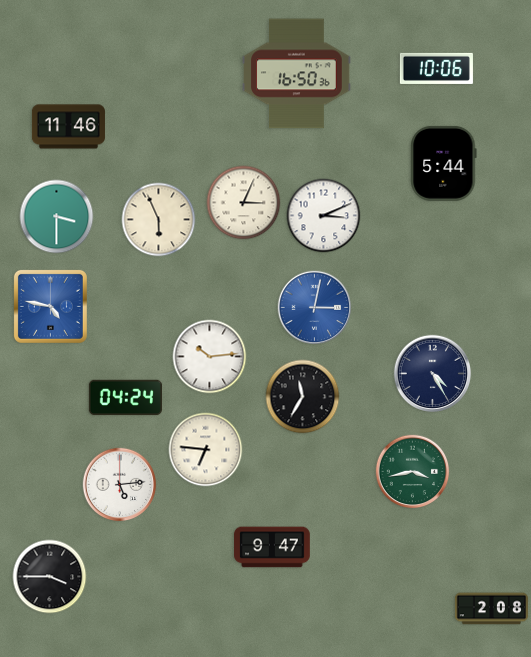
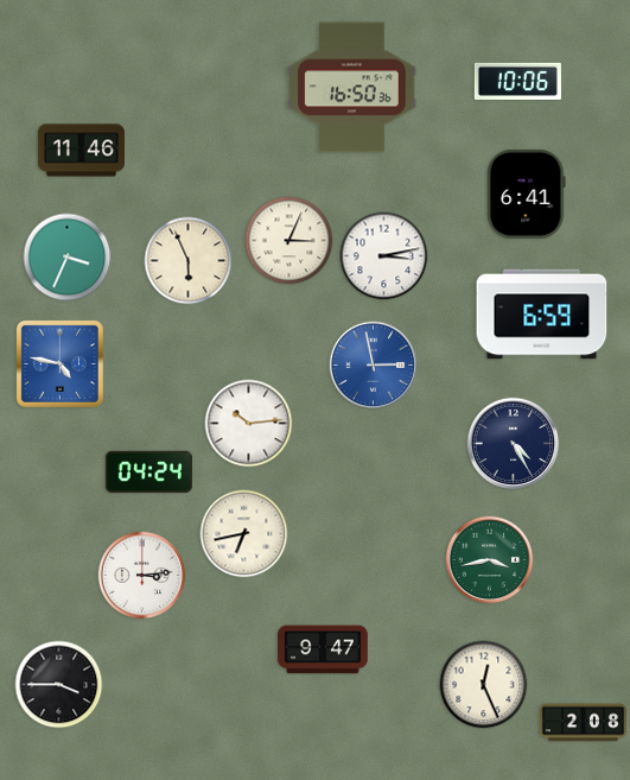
clock at (444, 163): 5:44 -> 6:41
clock at (324, 216): 3:11 -> 3:13
clock at (57, 217): 3:30 -> 3:34
clock at (542, 315): none -> 6:59
clock at (315, 308): 3:02 -> 2:58
clock at (303, 397): 11:35 -> none
clock at (206, 450): 6:46 -> 6:43
clock at (120, 485): 5:14 -> 3:14
clock at (484, 685): none -> 12:26
